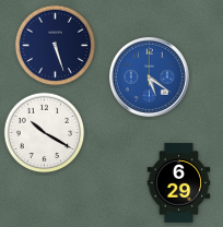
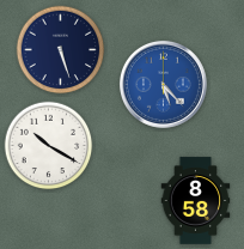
clock at (149, 76): 5:21 -> 5:23
clock at (179, 183): 6:29 -> 8:58
